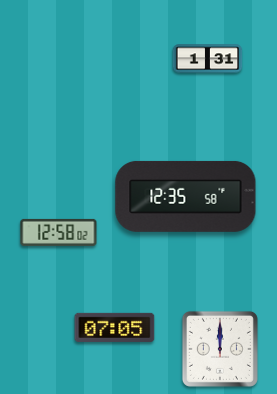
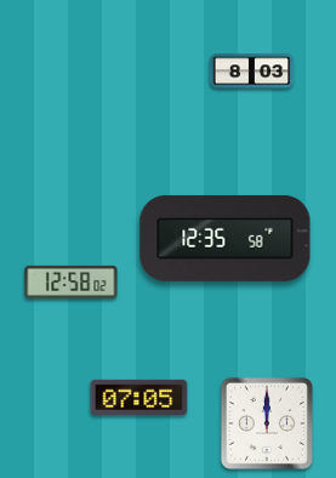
clock at (208, 59): 1:31 -> 8:03
